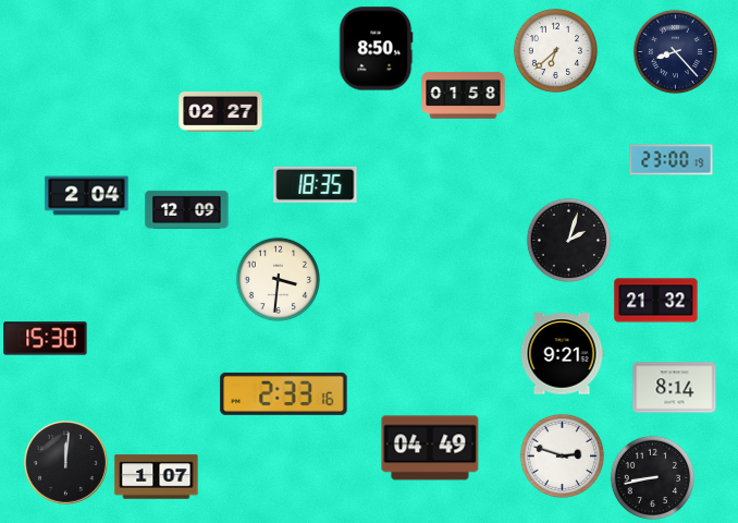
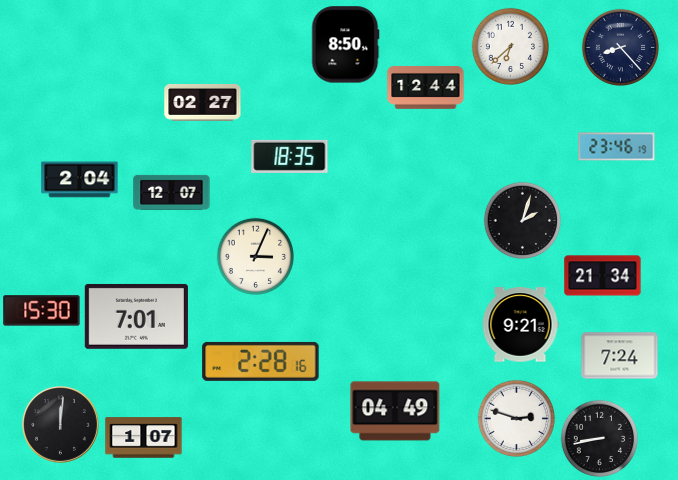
clock at (464, 95): 01:58 -> 12:44
clock at (672, 160): 23:00 -> 23:46
clock at (316, 184) position: (316, 184) -> (290, 156)
clock at (187, 209): 12:09 -> 12:07
clock at (278, 279): 3:31 -> 3:04
clock at (656, 301): 21:32 -> 21:34
clock at (136, 316): none -> 7:01
clock at (562, 354) position: (562, 354) -> (520, 325)
clock at (675, 388): 8:14 -> 7:24
clock at (284, 393): 2:33 -> 2:28
